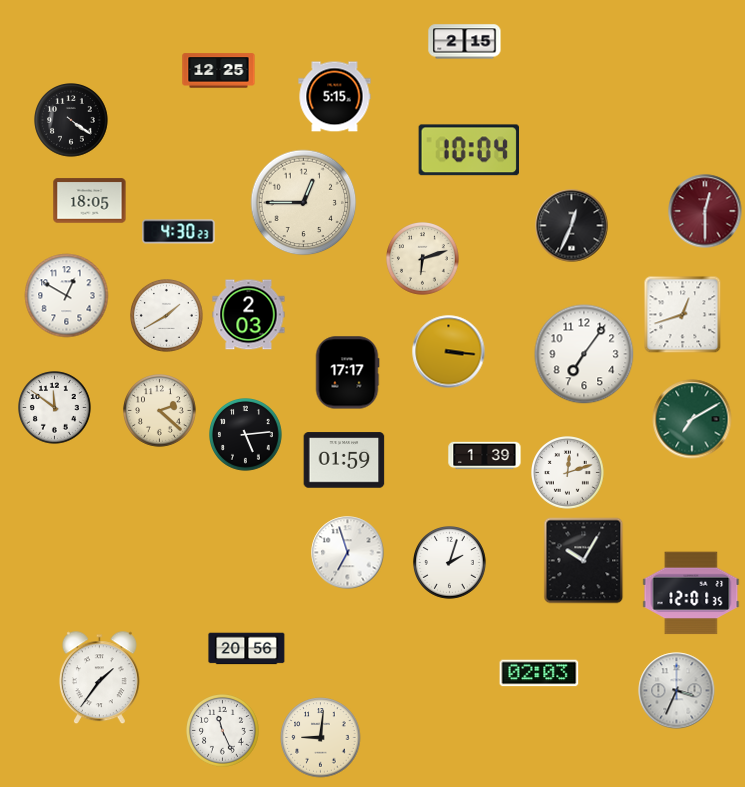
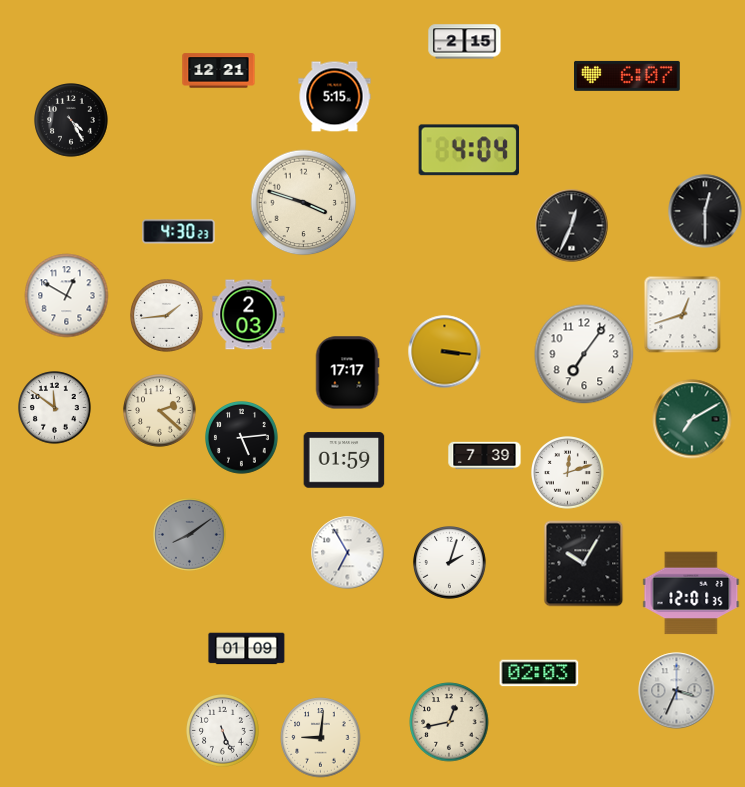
clock at (219, 71): 12:25 -> 12:21
clock at (628, 76): none -> 6:07
clock at (71, 120): 4:21 -> 4:25
clock at (468, 150): 10:04 -> 4:04
clock at (90, 201): 18:05 -> none
clock at (304, 203): 12:45 -> 3:48
clock at (705, 211) dial: burgundy -> black
clock at (423, 259): 6:12 -> none
clock at (167, 316): 1:40 -> 1:44
clock at (449, 352) position: (449, 352) -> (445, 352)
clock at (246, 435) position: (246, 435) -> (242, 438)
clock at (485, 456): 1:39 -> 7:39
clock at (190, 535): none -> 8:09
clock at (348, 553): 6:57 -> 6:55
clock at (584, 561) position: (584, 561) -> (584, 564)
clock at (247, 649): 20:56 -> 01:09
clock at (99, 678): 1:36 -> none
clock at (449, 722): none -> 12:43
clock at (223, 731): 11:26 -> 5:26
